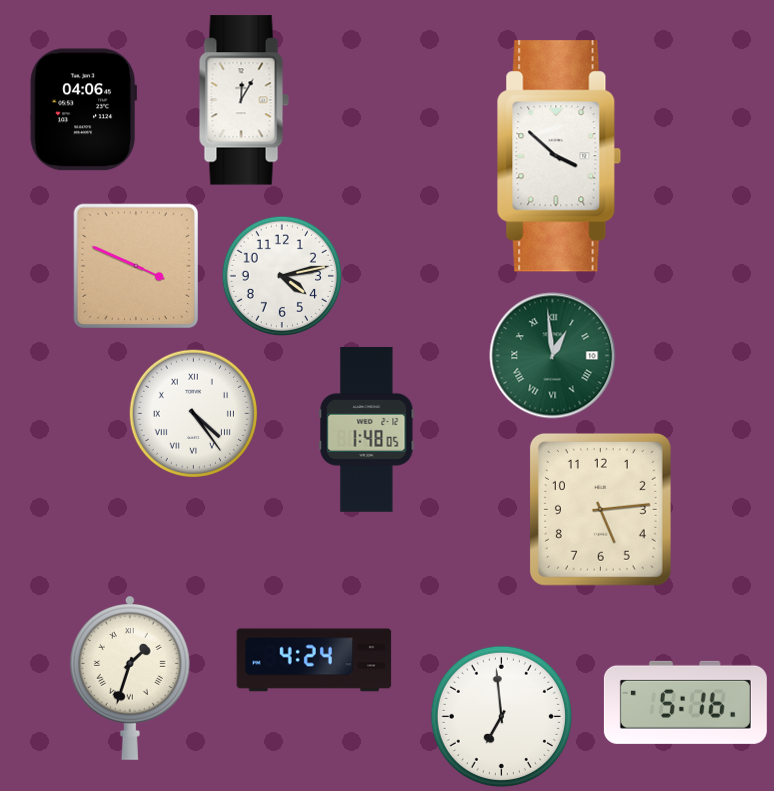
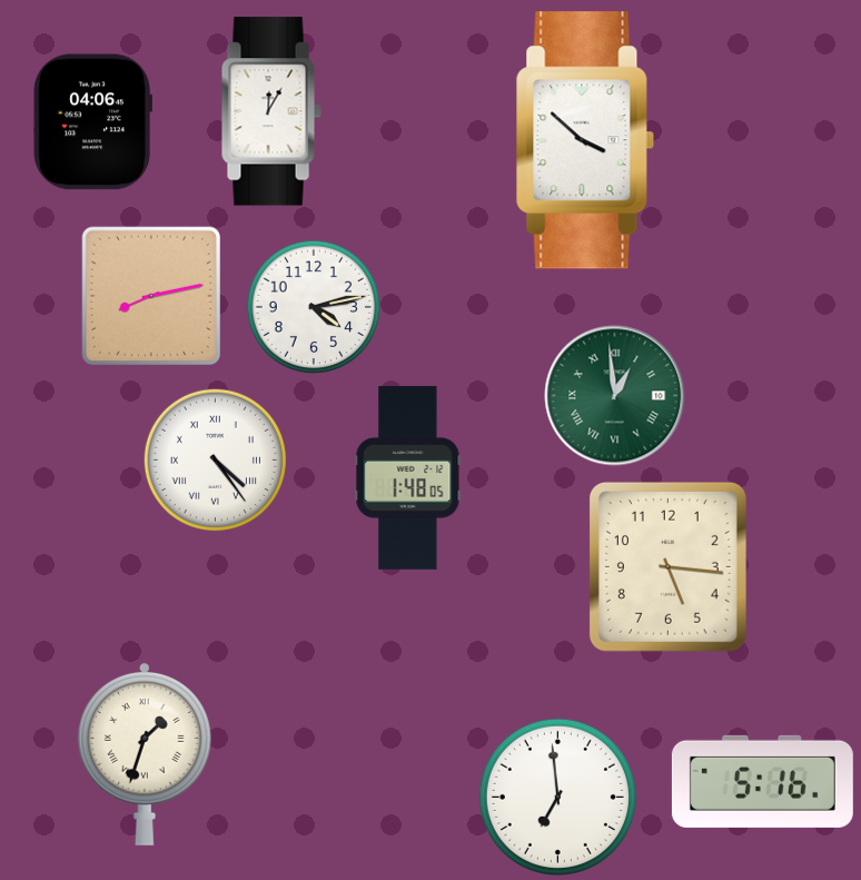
clock at (559, 156) position: (559, 156) -> (585, 140)
clock at (135, 265): 3:49 -> 8:13
clock at (600, 509): 5:14 -> 5:16
clock at (314, 660): 4:24 -> none
